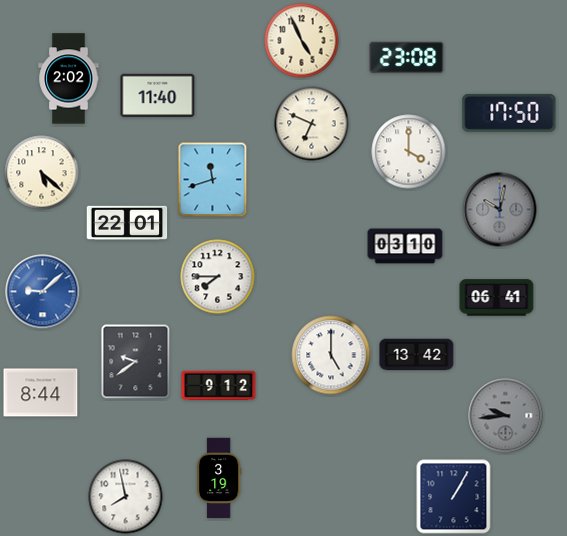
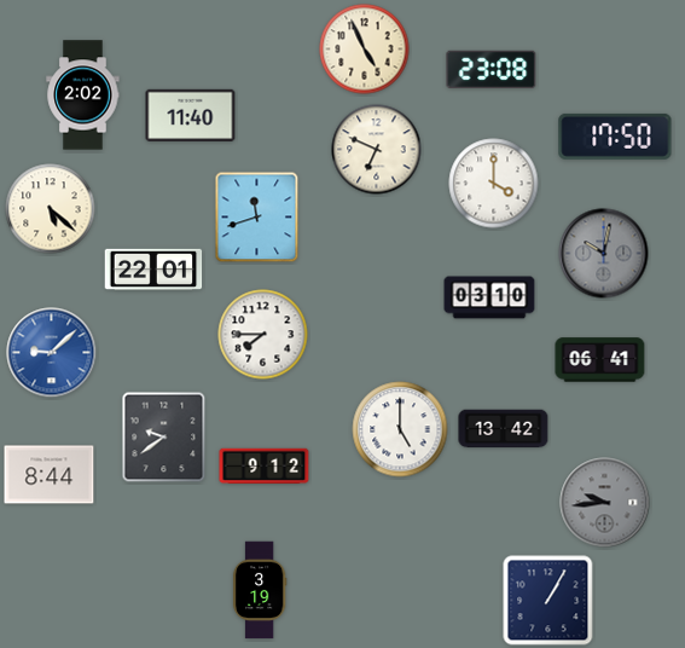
clock at (506, 416) position: (506, 416) -> (605, 503)
clock at (219, 478) position: (219, 478) -> (260, 590)
clock at (126, 497): 7:58 -> none
